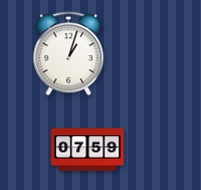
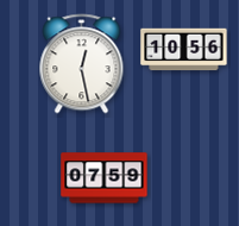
clock at (184, 50): none -> 10:56
clock at (69, 54): 1:03 -> 12:28
